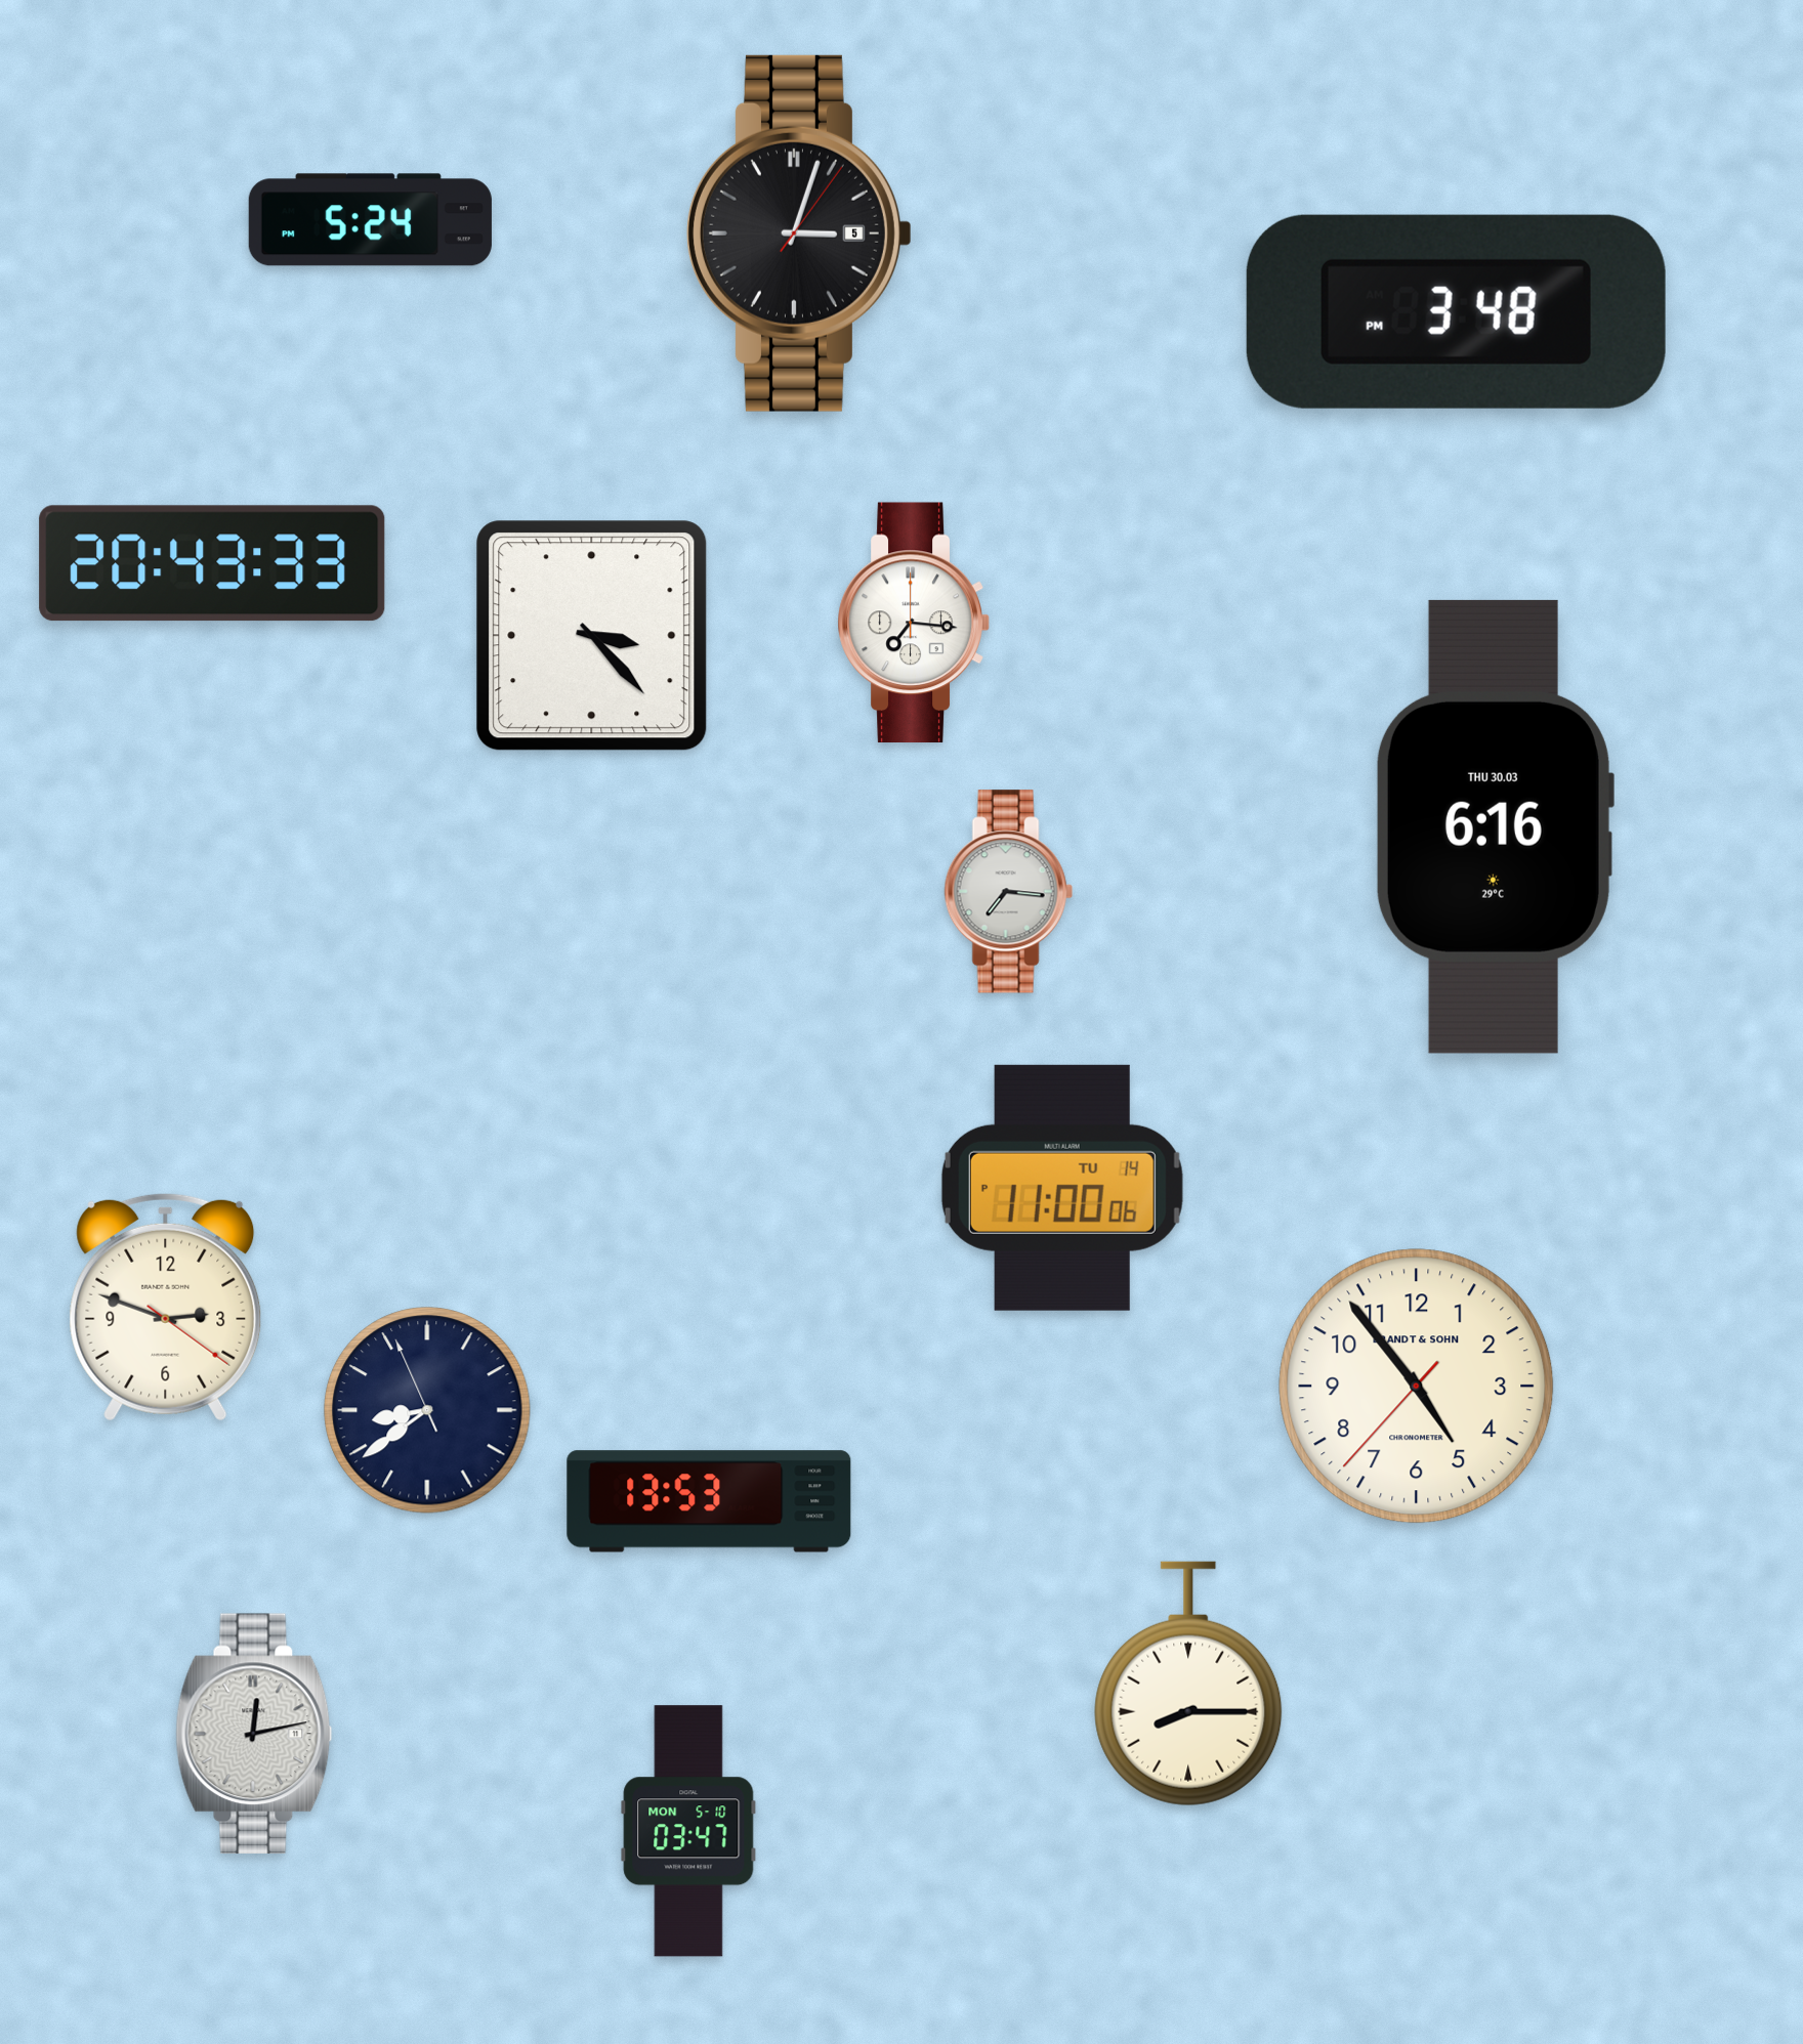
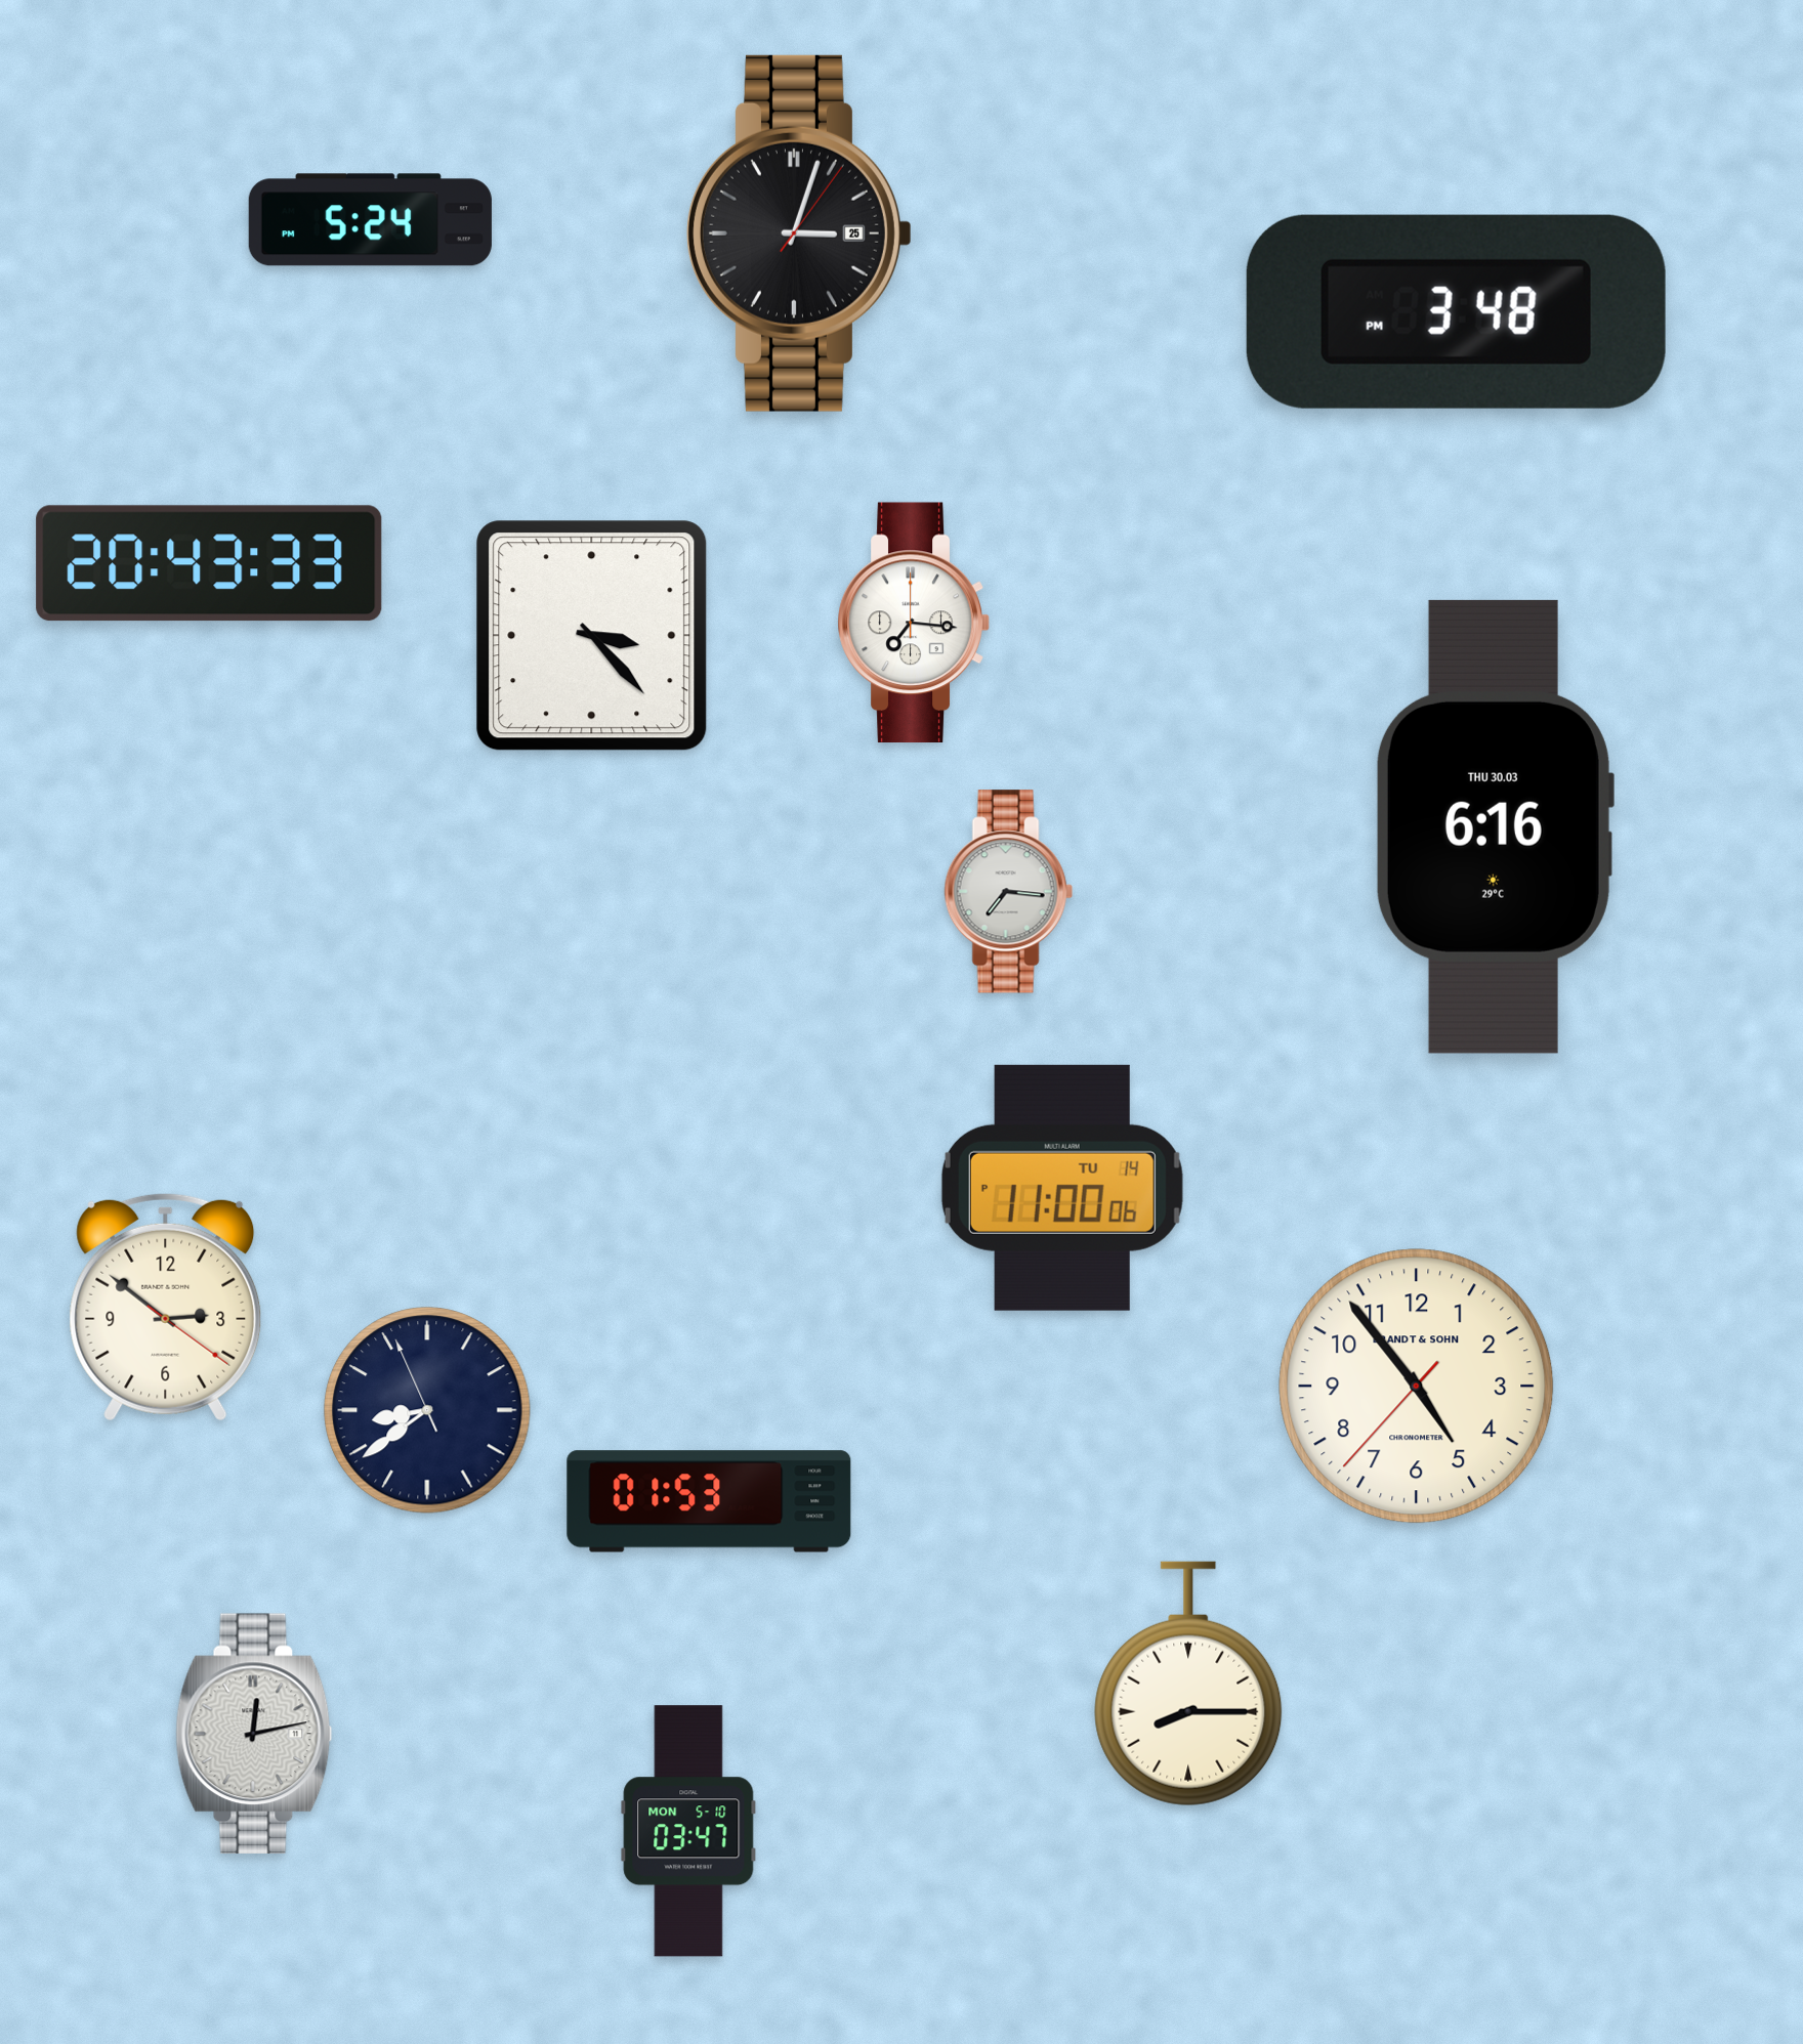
clock at (799, 233) date: 5 -> 25
clock at (212, 563) position: (212, 563) -> (209, 563)
clock at (166, 1307): 2:48 -> 2:51
clock at (709, 1501): 13:53 -> 01:53
